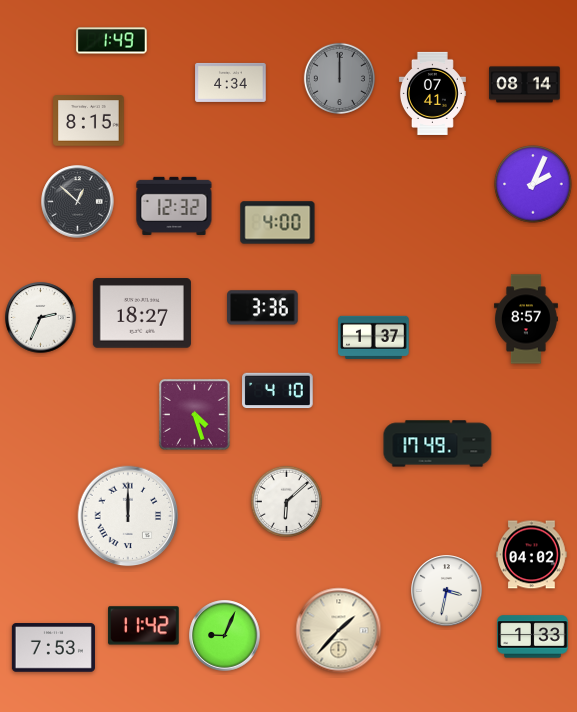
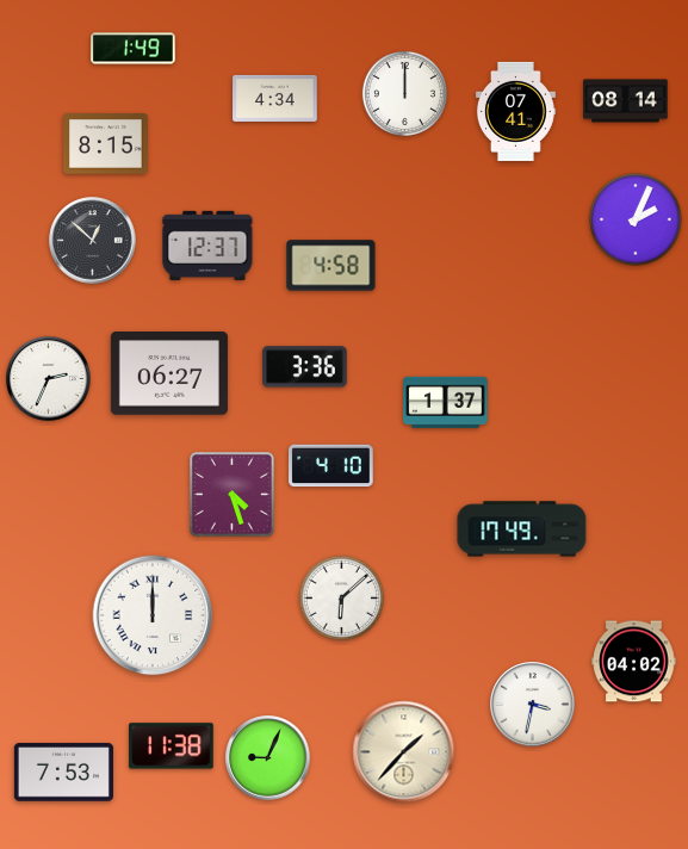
clock at (339, 78) dial: grey -> white
clock at (174, 205): 12:32 -> 12:37
clock at (278, 223): 4:00 -> 4:58
clock at (263, 308) position: (263, 308) -> (305, 367)
clock at (142, 313): 18:27 -> 06:27
clock at (526, 319): 8:57 -> none
clock at (144, 626): 11:42 -> 11:38
clock at (533, 637): 1:33 -> none
